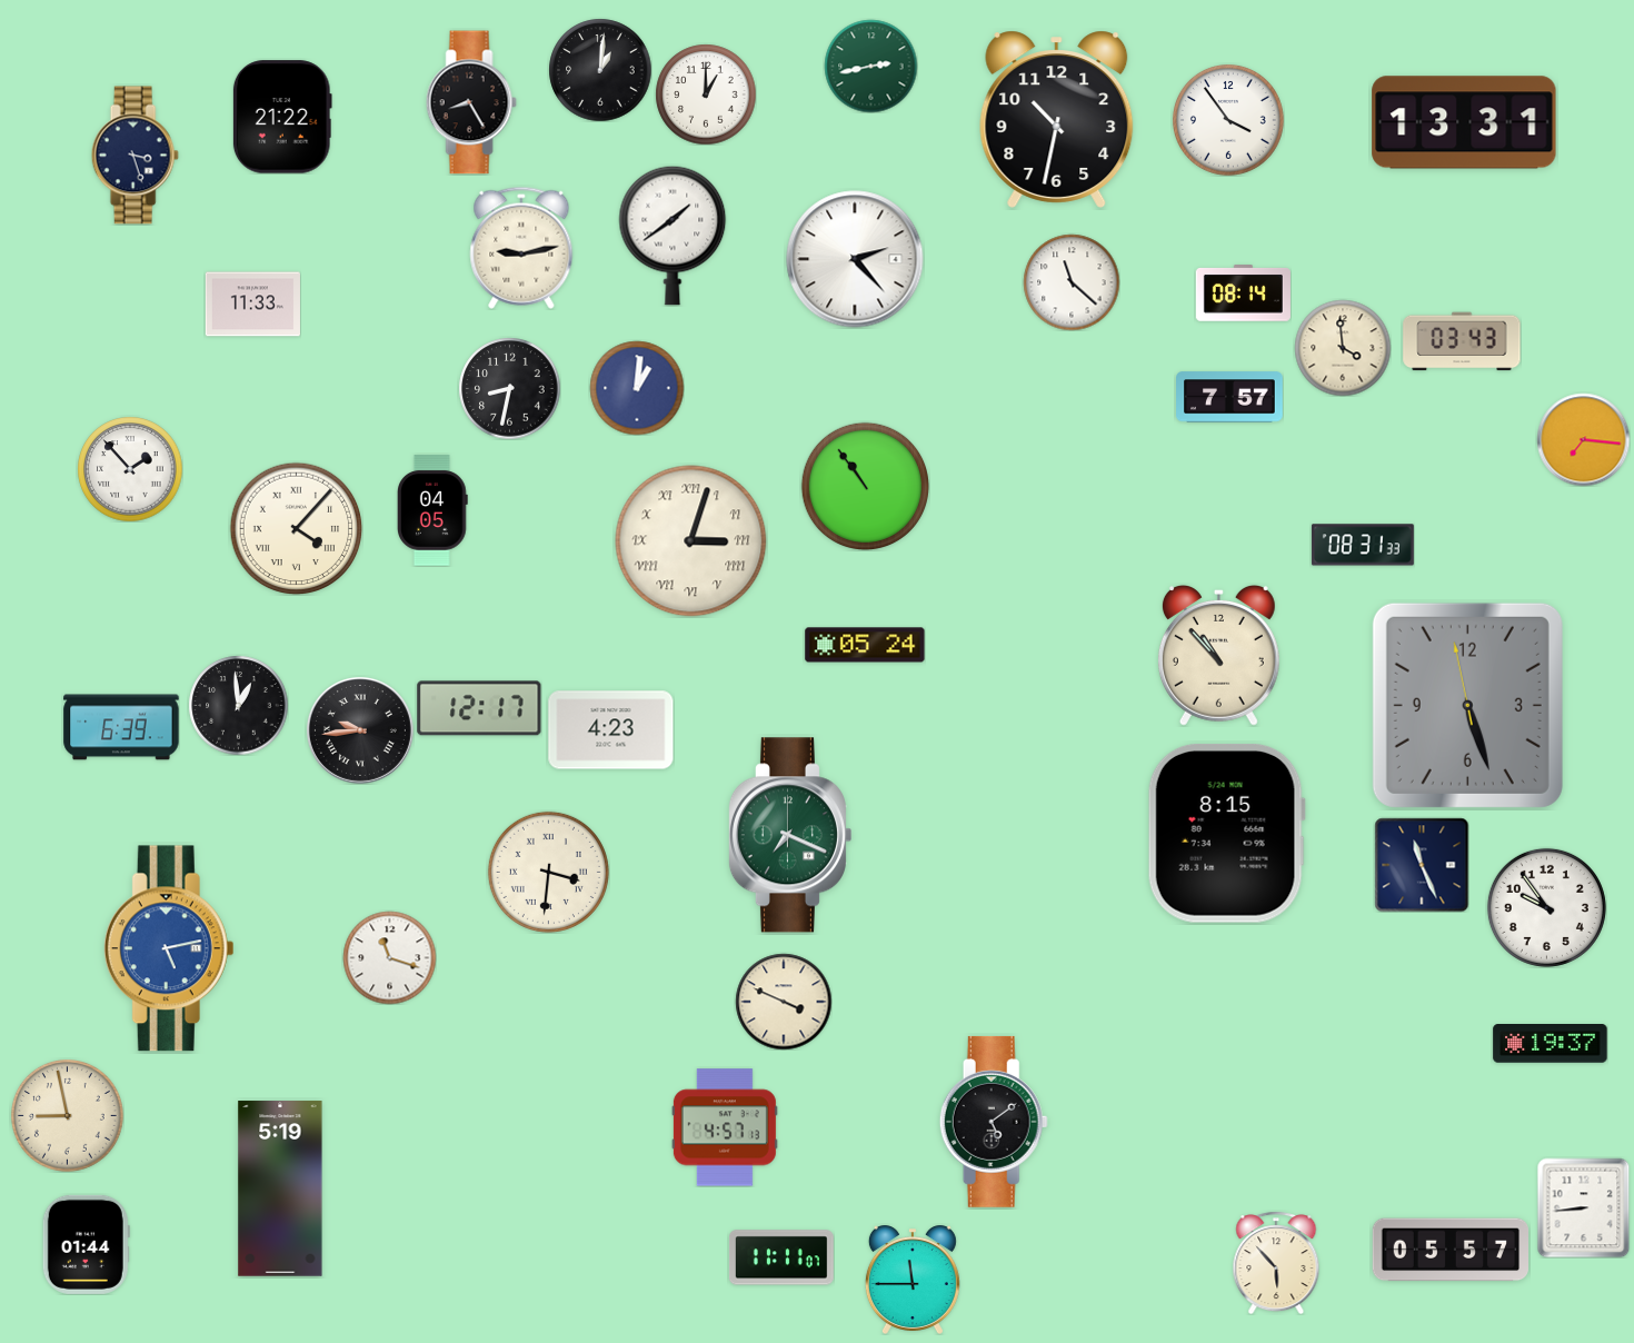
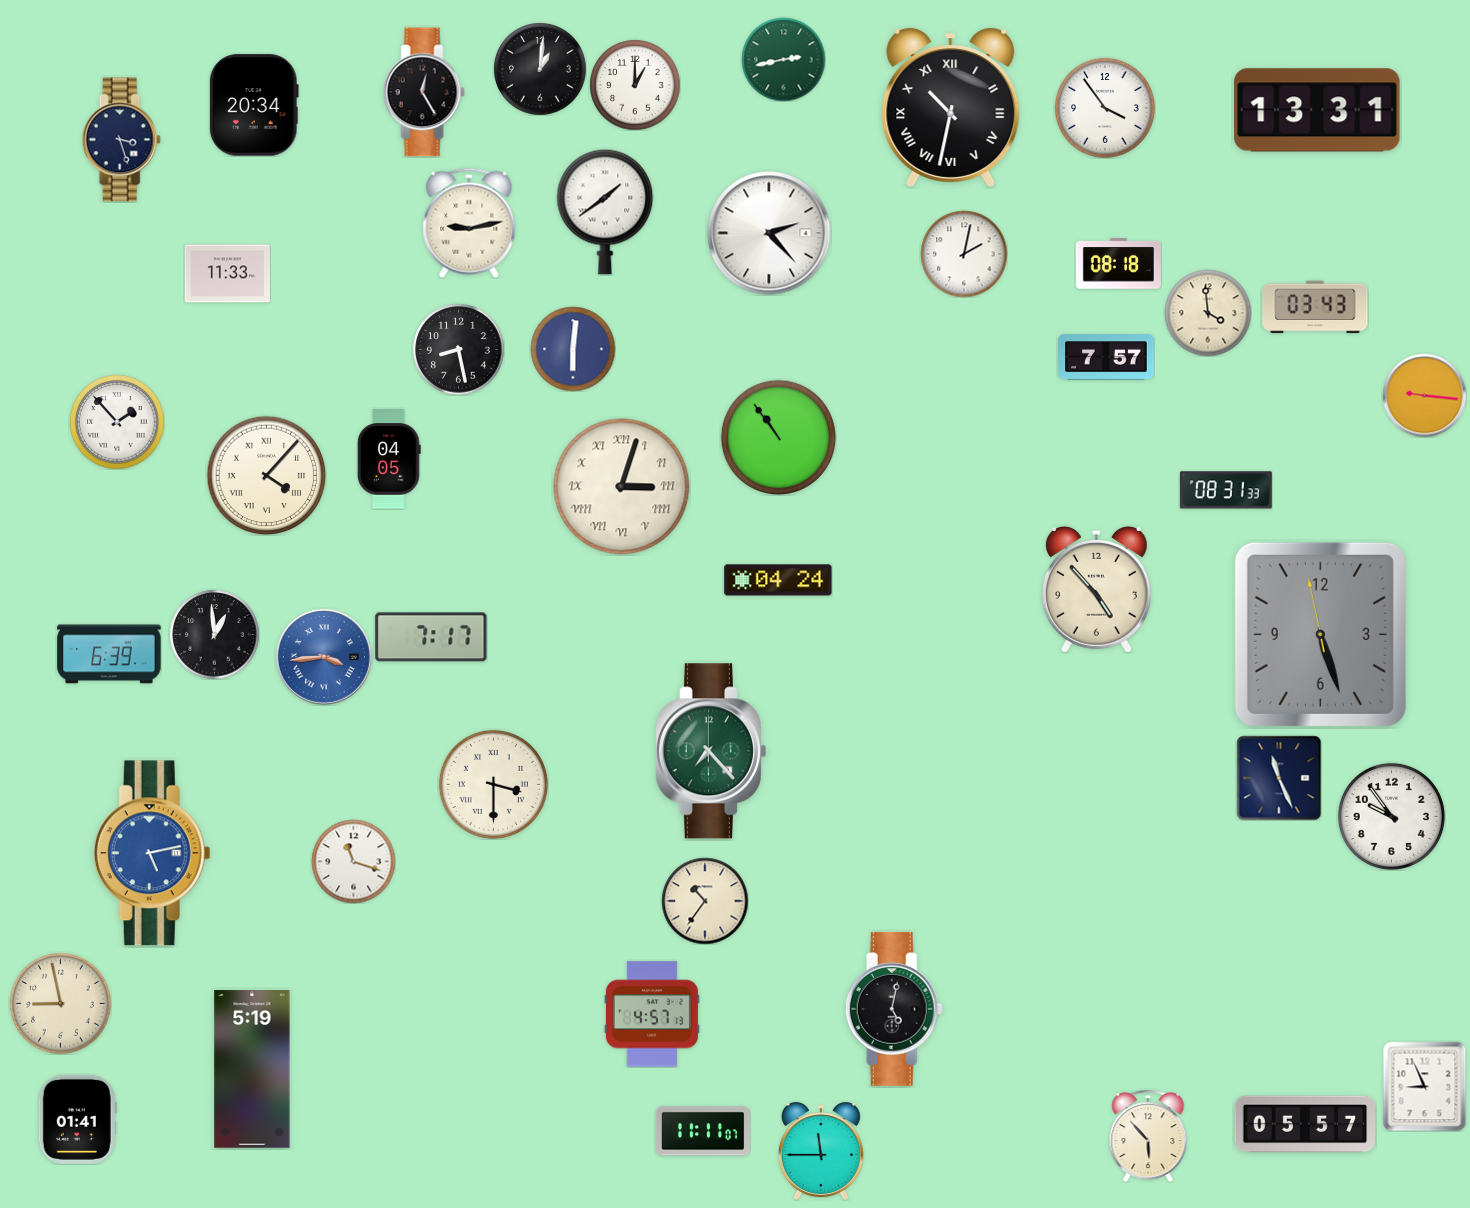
clock at (600, 70) position: (600, 70) -> (540, 69)
clock at (471, 102): 8:25 -> 12:25
clock at (282, 117): 21:22 -> 20:34
clock at (1057, 119) numerals: Arabic -> Roman
clock at (1072, 282): 11:22 -> 2:02
clock at (1243, 294): 08:14 -> 08:18
clock at (509, 388): 8:32 -> 8:28
clock at (637, 388): 1:01 -> 6:01
clock at (1583, 439): 7:16 -> 9:16
clock at (865, 645): 05:24 -> 04:24
clock at (1218, 655): 10:53 -> 4:53
clock at (479, 708): 12:17 -> 7:17
clock at (360, 730): 9:44 -> 3:44
clock at (360, 730) dial: black -> blue
clock at (611, 730): 4:23 -> none
clock at (1226, 833): 8:15 -> none
clock at (789, 835): 7:19 -> 7:23
clock at (548, 872): 3:31 -> 3:30
clock at (389, 957) position: (389, 957) -> (353, 861)
clock at (784, 1002): 3:49 -> 10:36
clock at (1551, 1044): 19:37 -> none
clock at (994, 1122): 5:09 -> 5:02
clock at (1584, 1207): 8:44 -> 8:56
clock at (86, 1244): 01:44 -> 01:41
